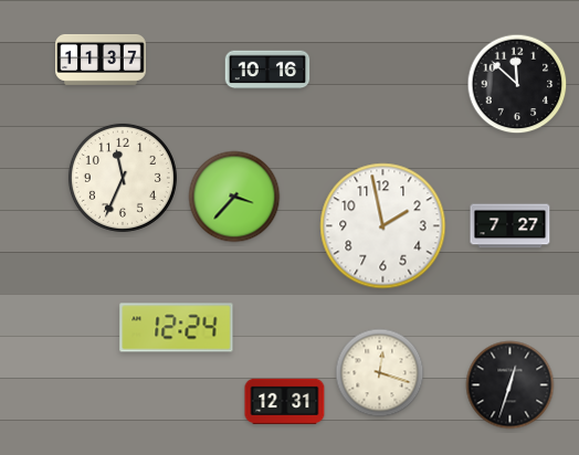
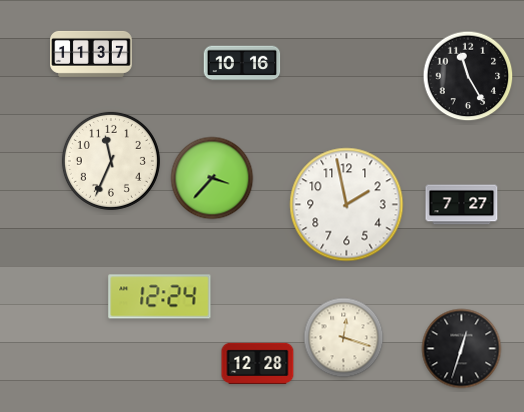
clock at (517, 84): 11:52 -> 11:25
clock at (285, 401): 12:31 -> 12:28
